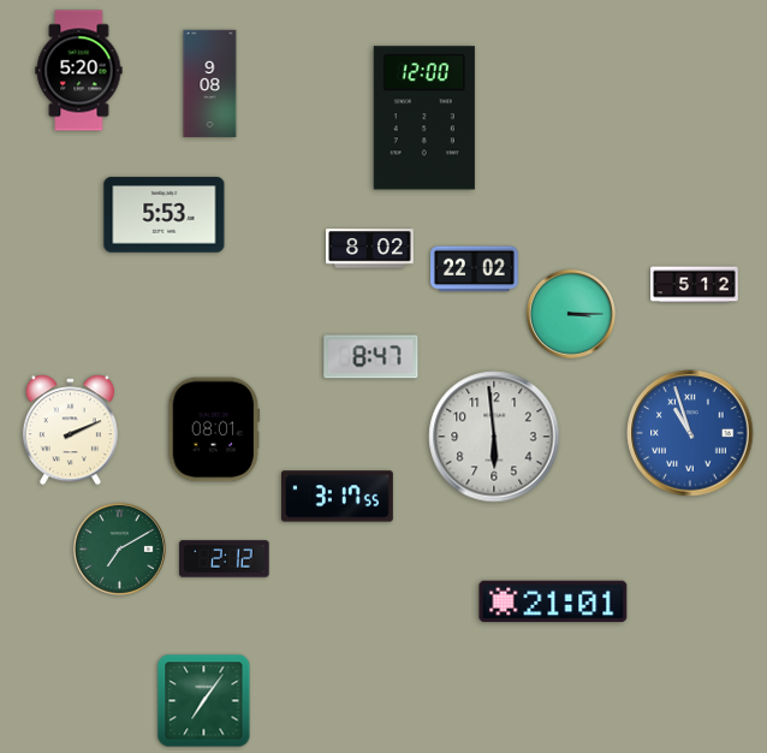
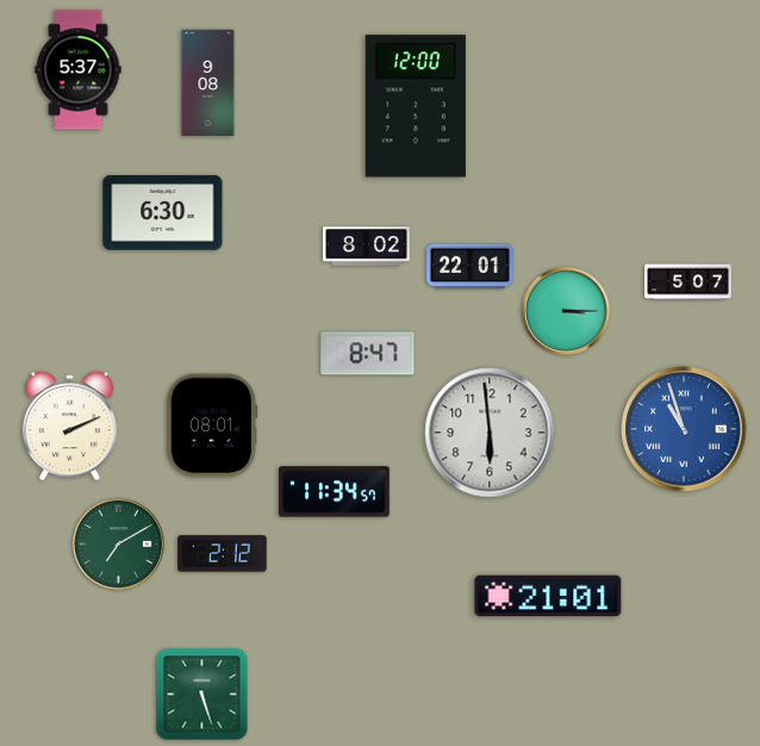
clock at (79, 71): 5:20 -> 5:37
clock at (424, 118) position: (424, 118) -> (416, 106)
clock at (165, 215): 5:53 -> 6:30
clock at (475, 269): 22:02 -> 22:01
clock at (695, 285): 5:12 -> 5:07
clock at (337, 497): 3:17 -> 11:34
clock at (204, 701): 7:06 -> 5:27
